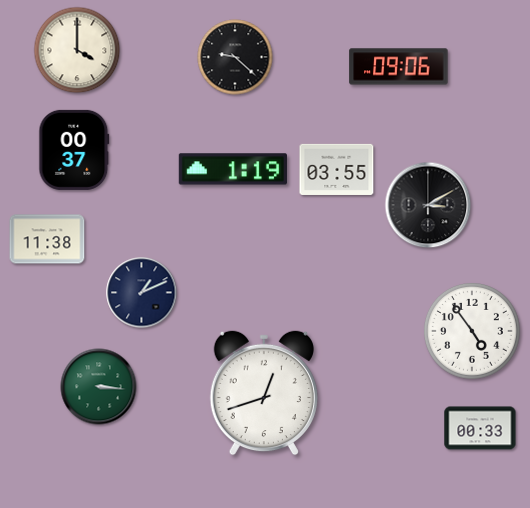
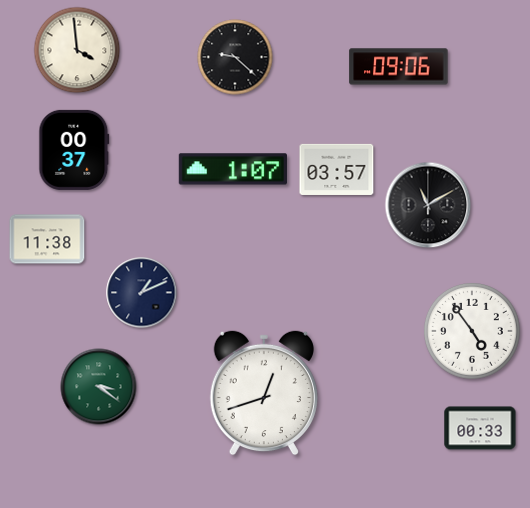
clock at (77, 50): 4:00 -> 3:59
clock at (233, 169): 1:19 -> 1:07
clock at (337, 169): 03:55 -> 03:57
clock at (428, 205): 3:10 -> 11:10
clock at (99, 387): 3:16 -> 3:21
